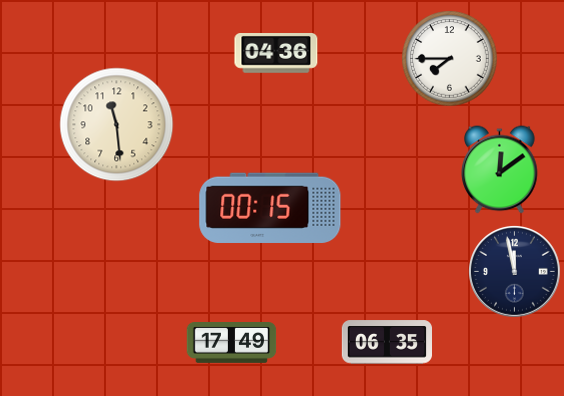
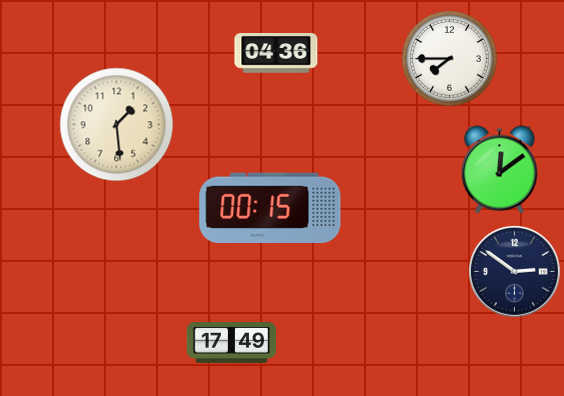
clock at (117, 125): 11:29 -> 1:29
clock at (514, 271): 11:58 -> 2:51
clock at (386, 342): 06:35 -> none
